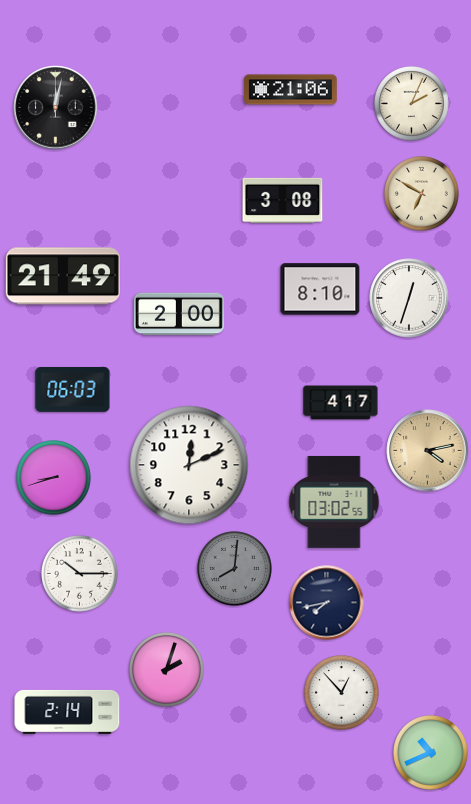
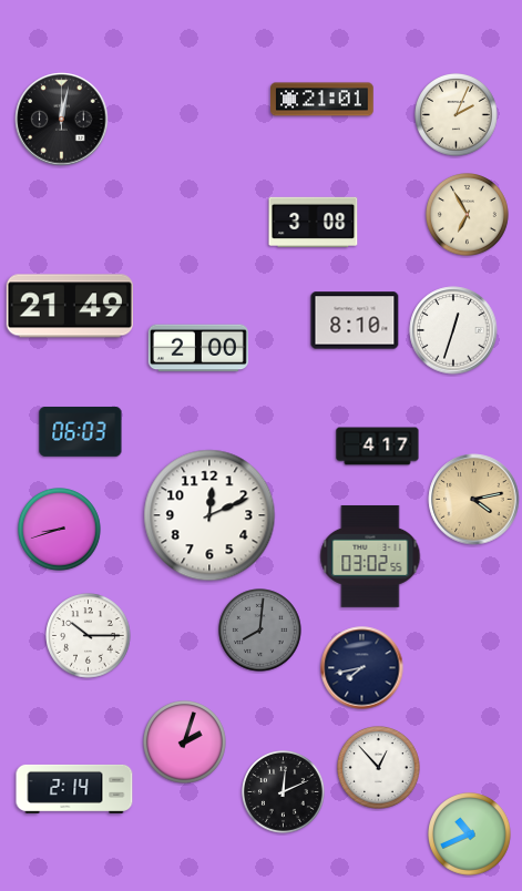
clock at (291, 90): 21:06 -> 21:01
clock at (422, 194): 6:50 -> 6:55
clock at (284, 792): none -> 12:11
clock at (431, 753) position: (431, 753) -> (470, 834)
